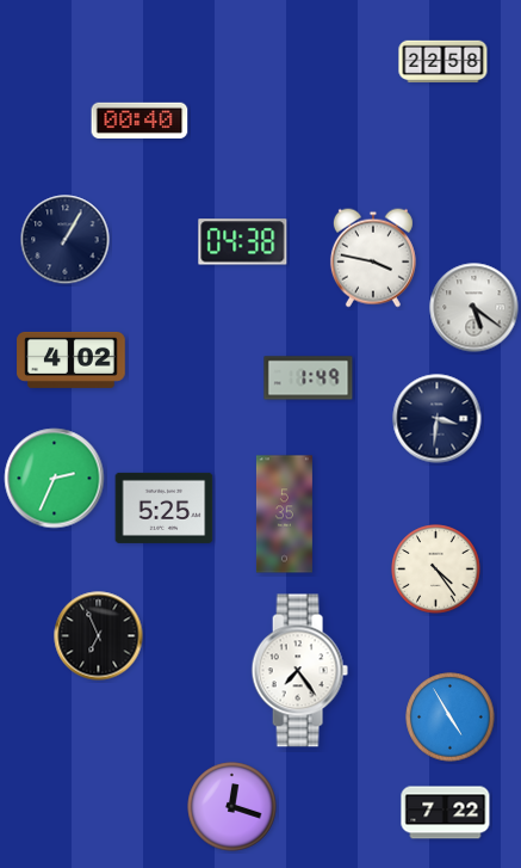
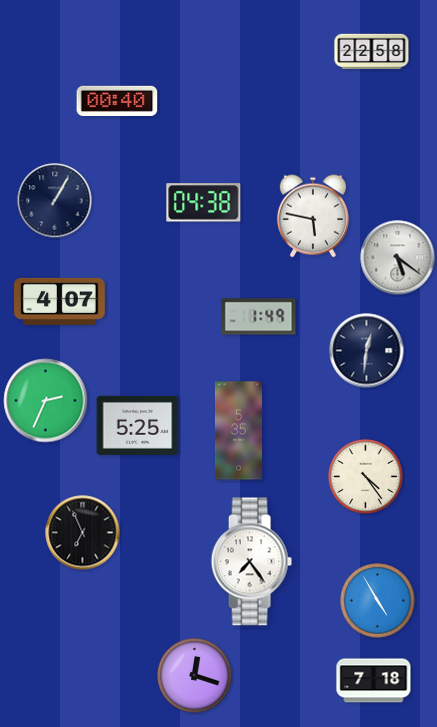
clock at (373, 258): 3:47 -> 5:47
clock at (72, 359): 4:02 -> 4:07
clock at (438, 419): 3:31 -> 12:31
clock at (446, 813): 7:22 -> 7:18
